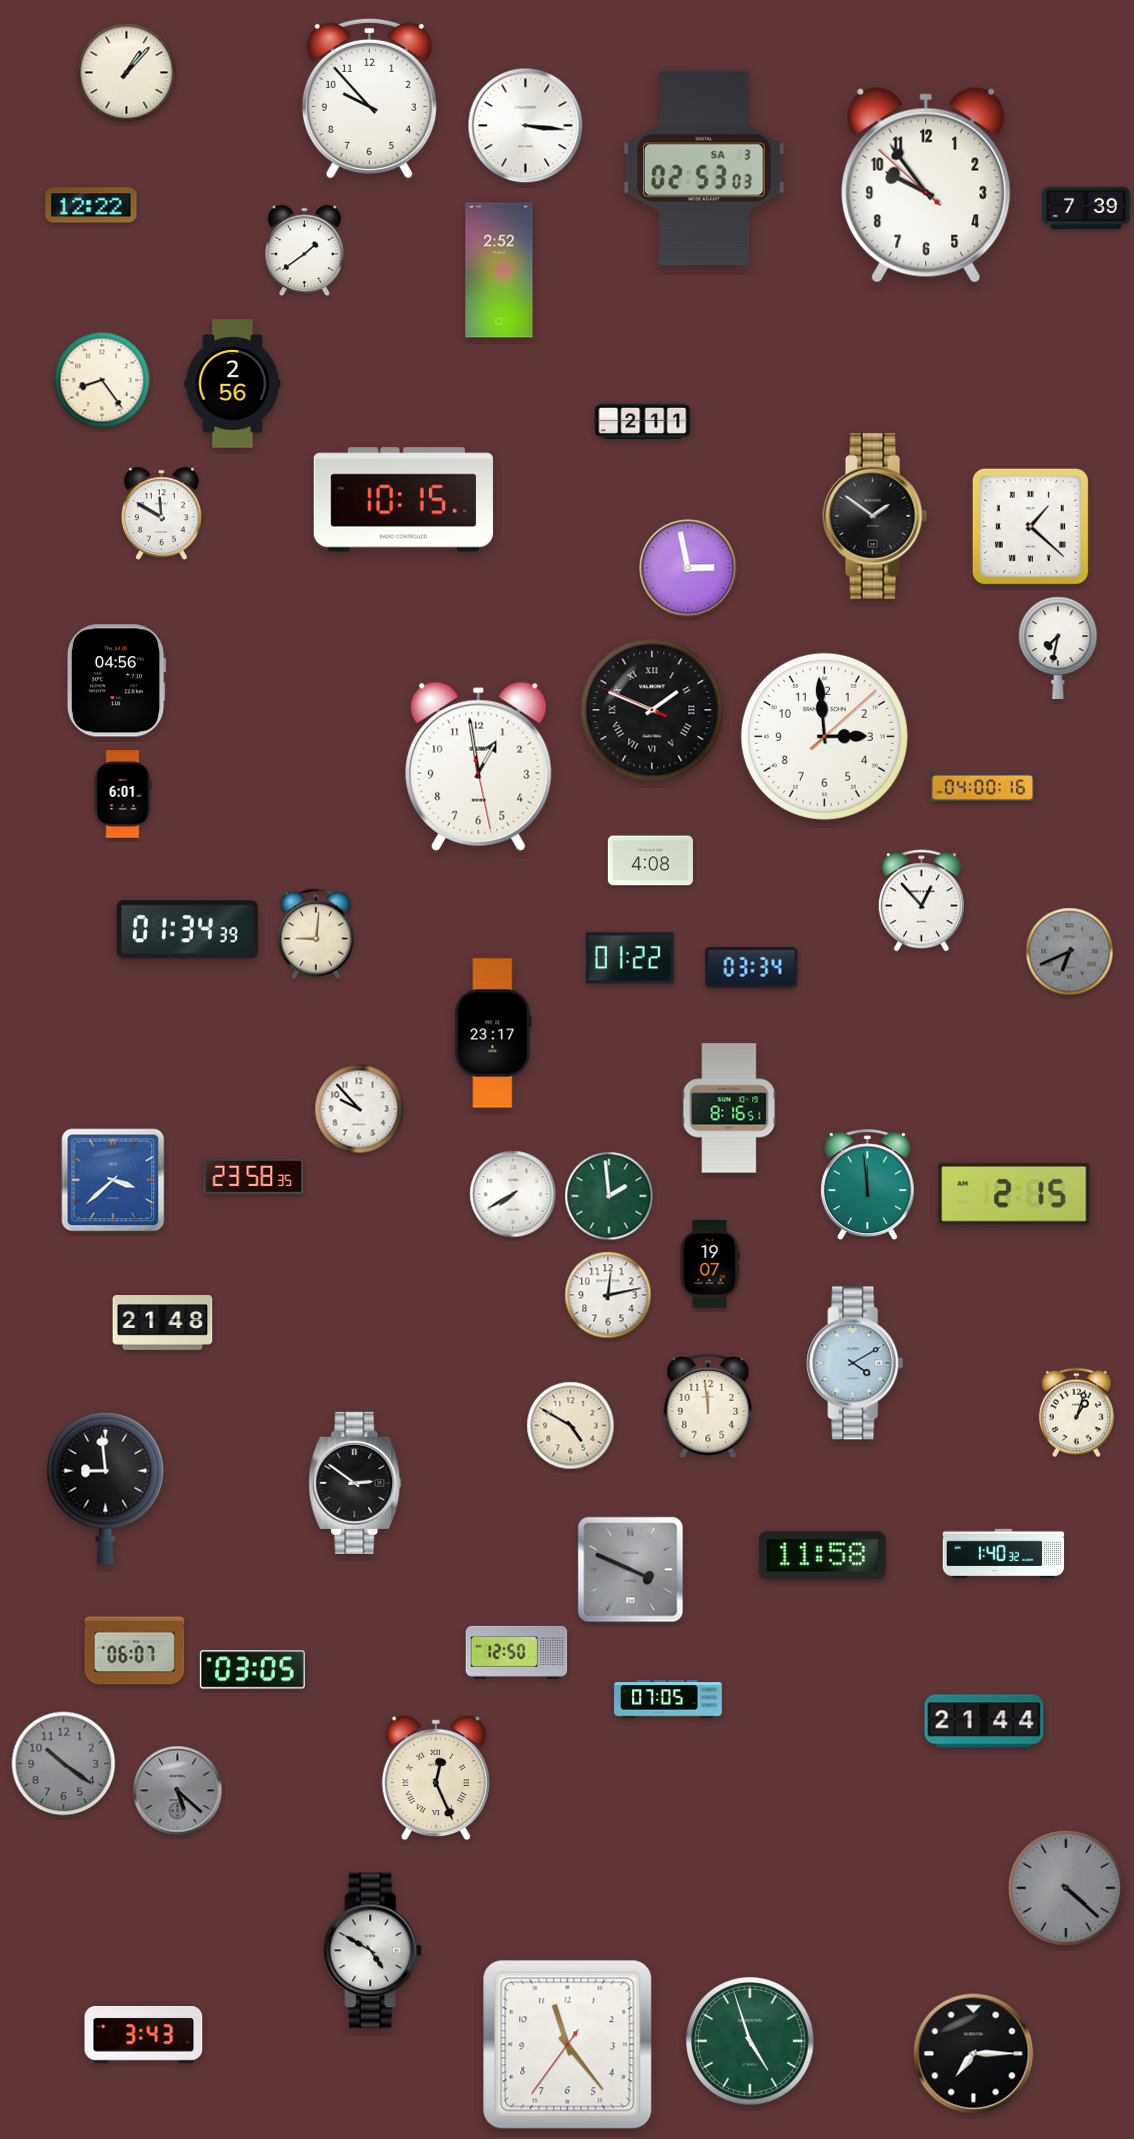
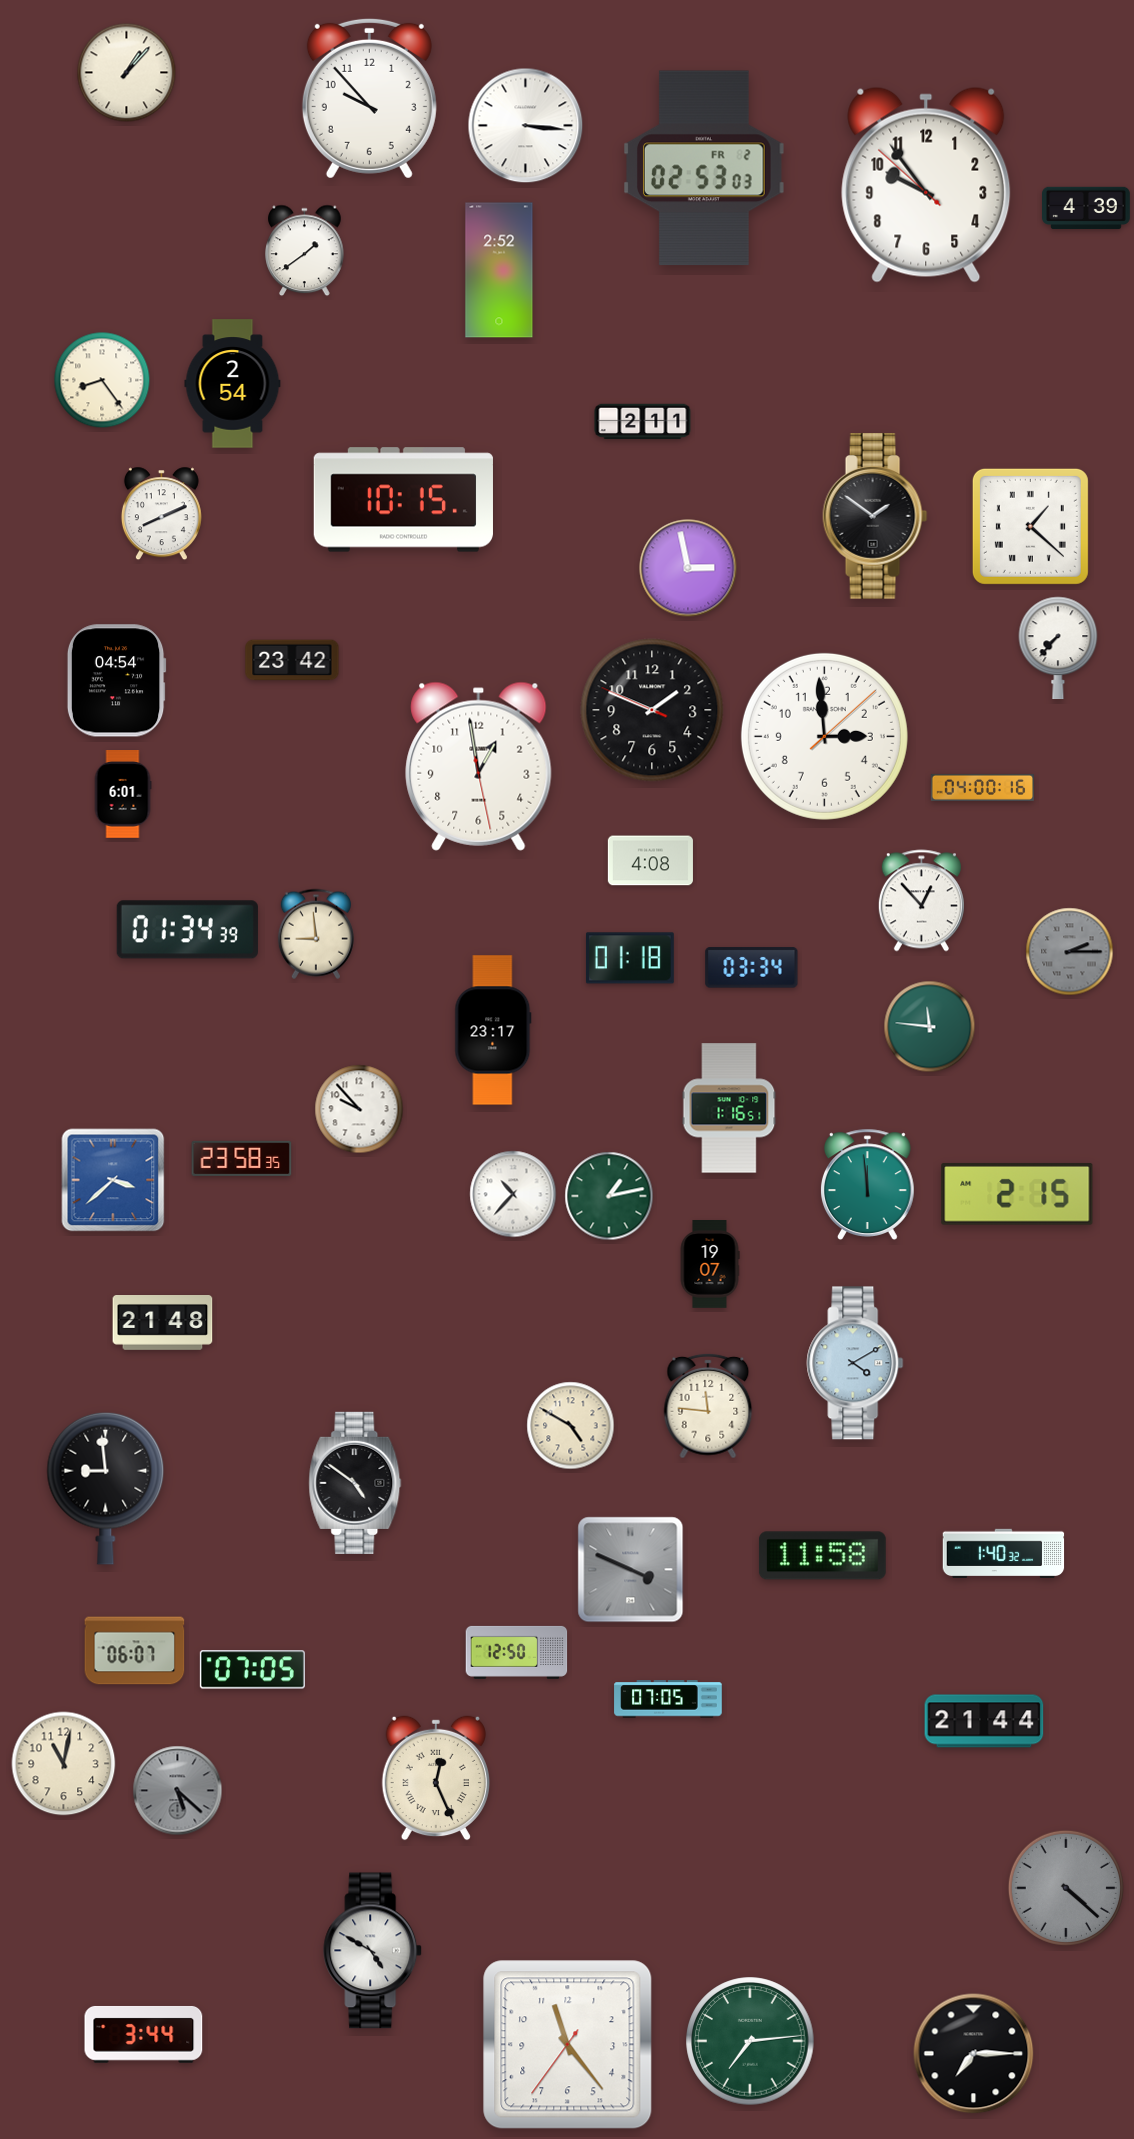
clock at (705, 168) date: SA 3 -> FR 2
clock at (91, 205): 12:22 -> none
clock at (1087, 208): 7:39 -> 4:39
clock at (233, 384): 2:56 -> 2:54
clock at (161, 514): 11:50 -> 8:11
clock at (1058, 648): 7:32 -> 7:37
clock at (292, 660): none -> 23:42
clock at (116, 681): 04:56 -> 04:54
clock at (652, 710) numerals: Roman -> Arabic
clock at (316, 934): 9:01 -> 8:59
clock at (1070, 952): 6:41 -> 2:15
clock at (630, 958): 01:22 -> 01:18
clock at (930, 1027): none -> 11:46
clock at (493, 1033) position: (493, 1033) -> (493, 1030)
clock at (729, 1108): 8:16 -> 1:16
clock at (254, 1176) position: (254, 1176) -> (242, 1158)
clock at (513, 1194): 7:40 -> 10:37
clock at (1014, 1194) position: (1014, 1194) -> (1017, 1194)
clock at (609, 1196): 1:59 -> 1:13
clock at (608, 1295): 12:13 -> none
clock at (708, 1406): 11:59 -> 11:46
clock at (1076, 1413): 1:03 -> none
clock at (355, 1483): 2:51 -> 4:51
clock at (252, 1670): 03:05 -> 07:05
clock at (64, 1764): 10:21 -> 11:02
clock at (64, 1764) dial: grey -> cream
clock at (144, 2034): 3:43 -> 3:44
clock at (750, 2041): 4:57 -> 7:14
